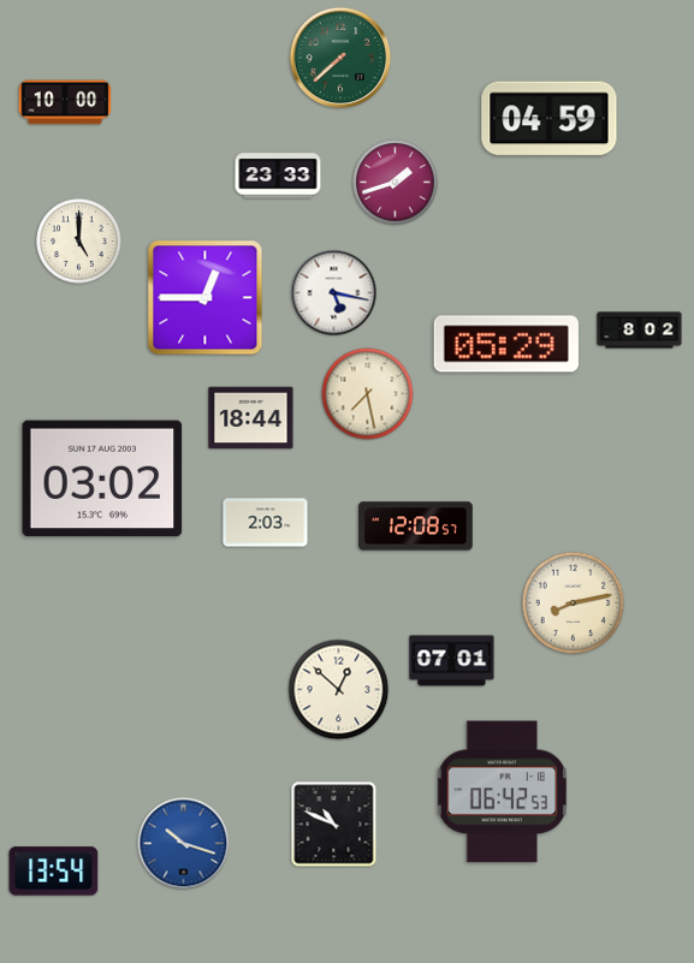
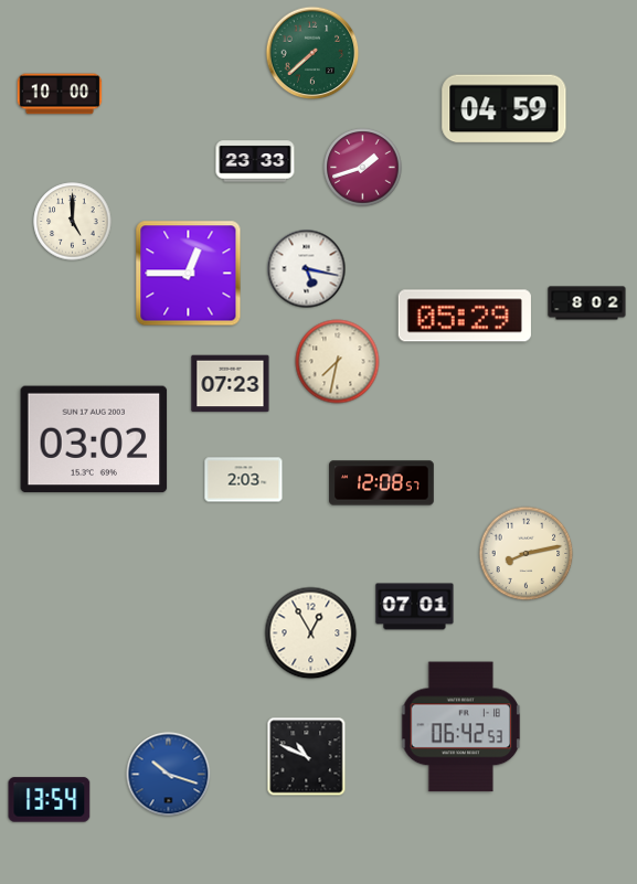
clock at (368, 394): 7:28 -> 7:32
clock at (251, 418): 18:44 -> 07:23
clock at (339, 690): 12:52 -> 12:55
